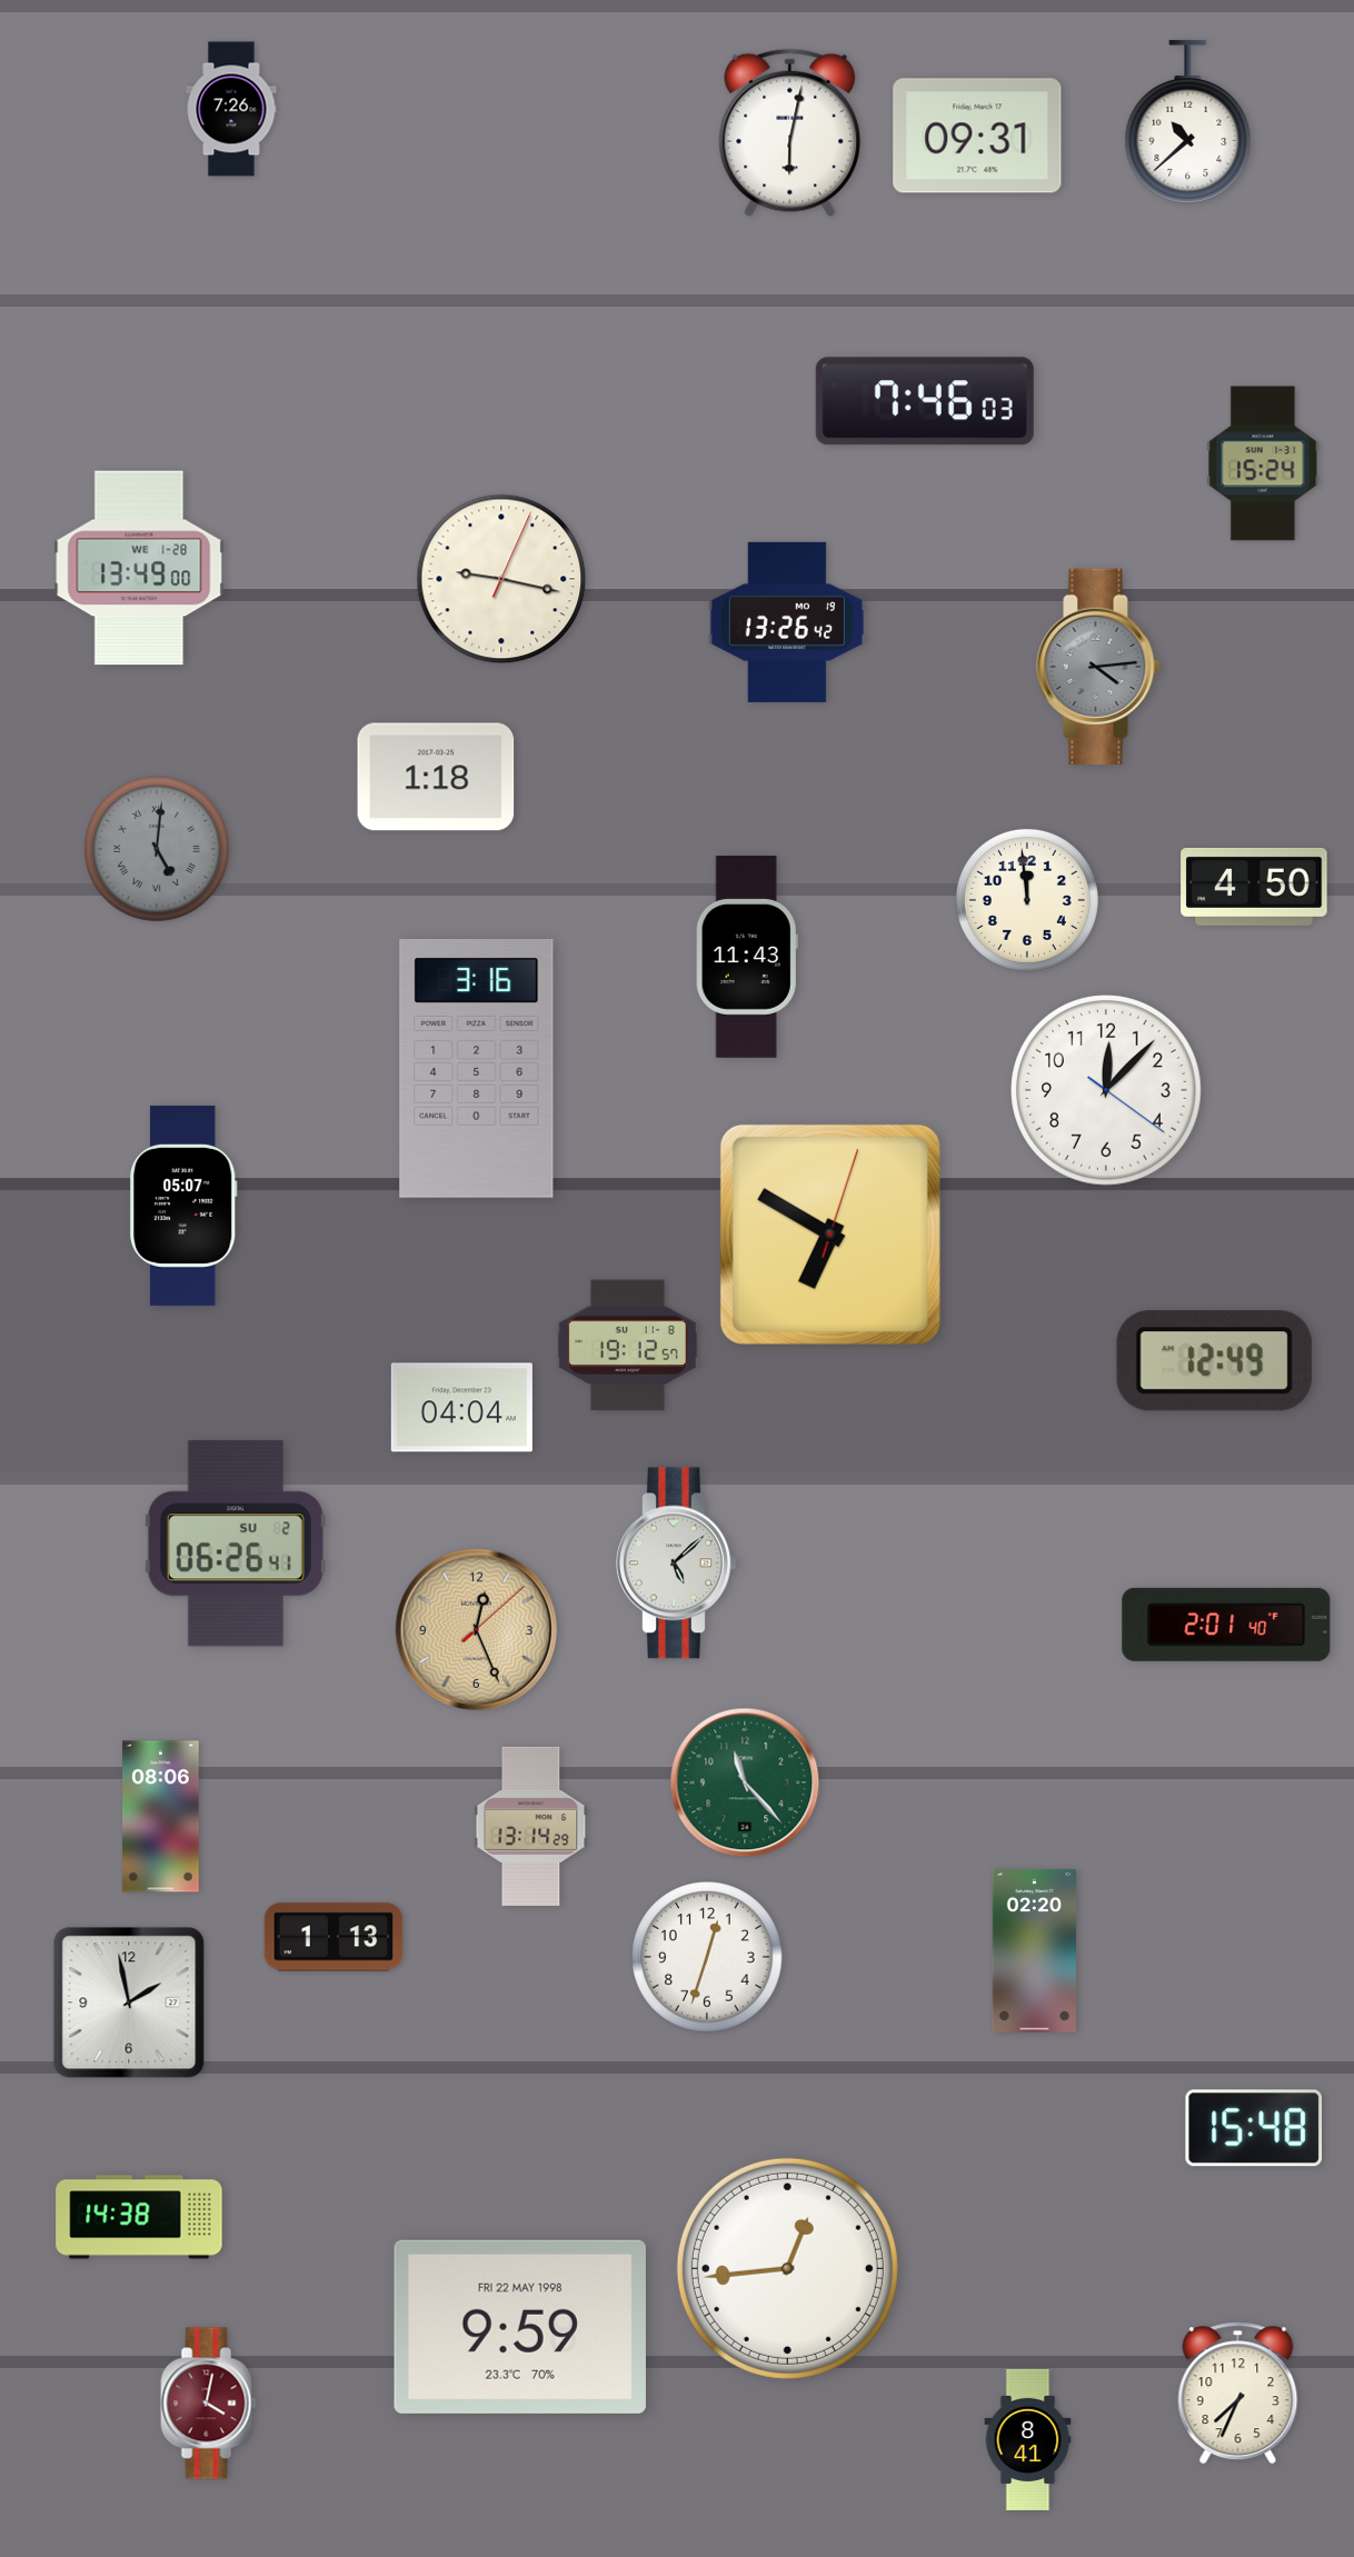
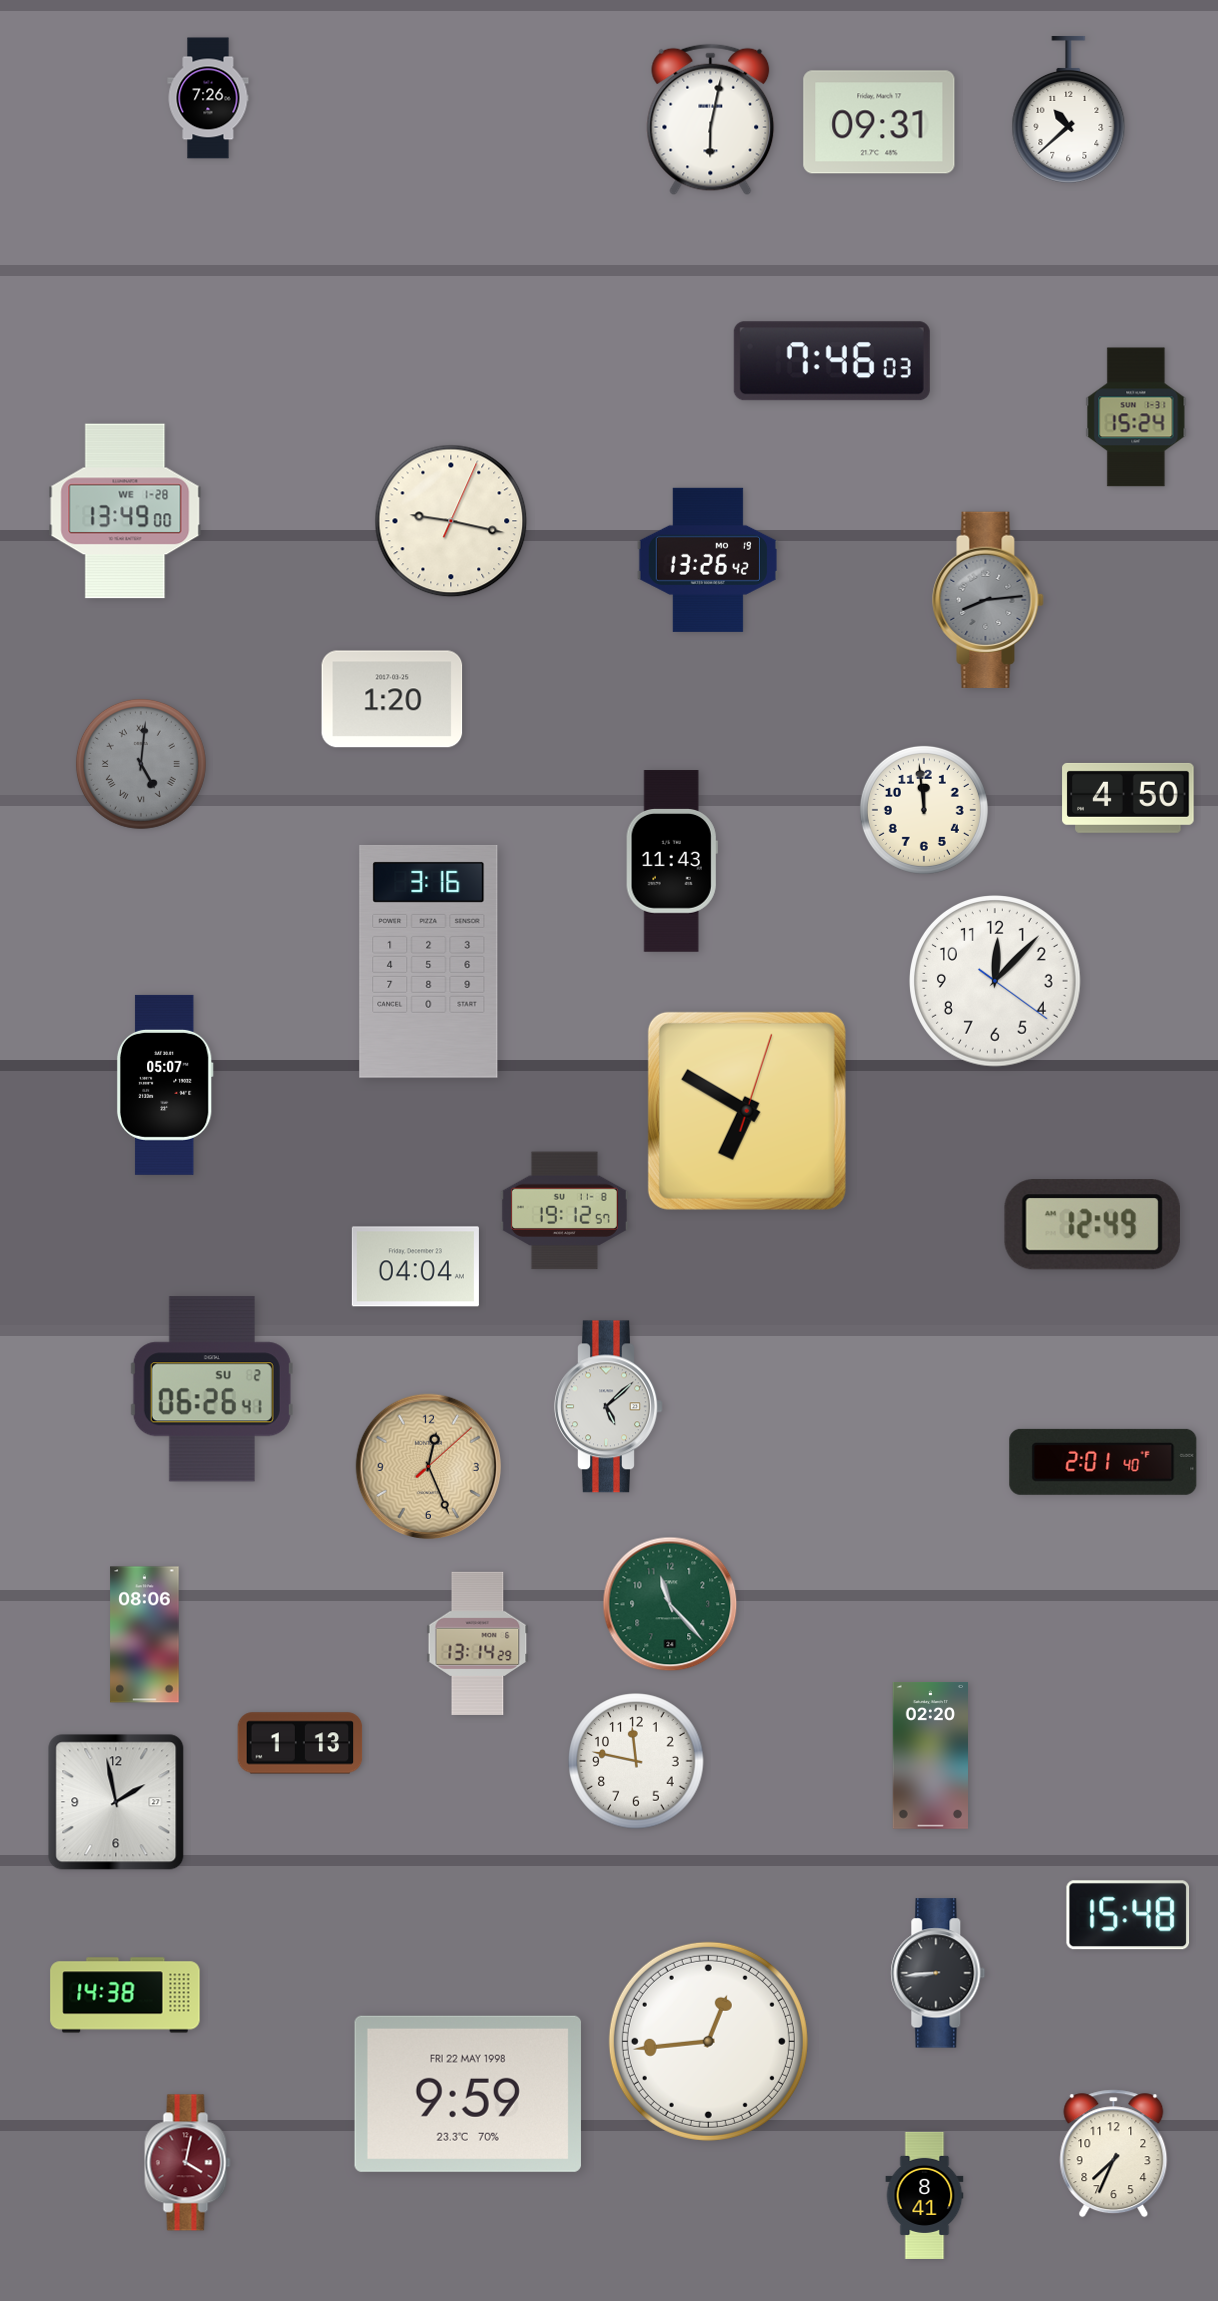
clock at (1098, 666): 4:14 -> 8:14
clock at (436, 777): 1:18 -> 1:20
clock at (707, 1957): 12:33 -> 11:47
clock at (938, 1973): none -> 8:44
